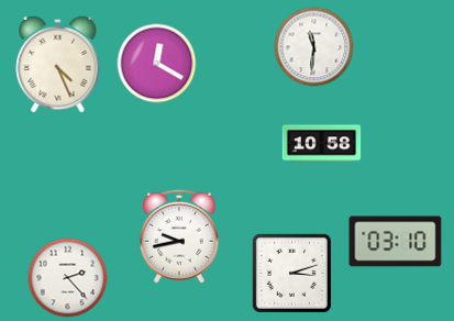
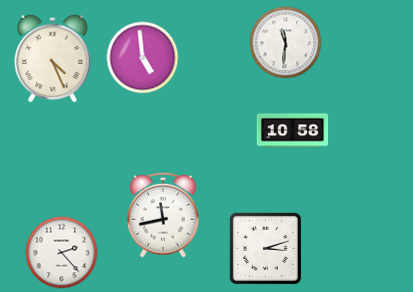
clock at (157, 64): 12:20 -> 4:59
clock at (179, 236): 9:43 -> 11:43
clock at (396, 242): 03:10 -> none
